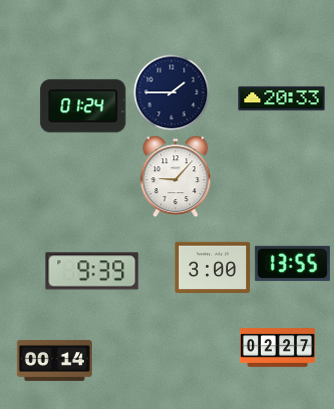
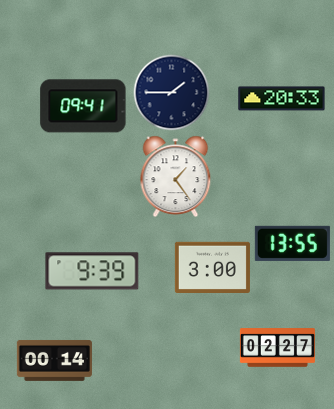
clock at (83, 106): 01:24 -> 09:41
clock at (176, 177): 9:07 -> 1:24
clock at (292, 263) position: (292, 263) -> (292, 243)
